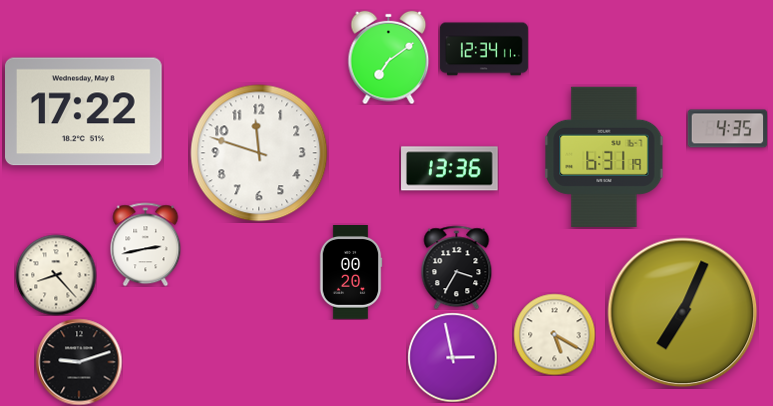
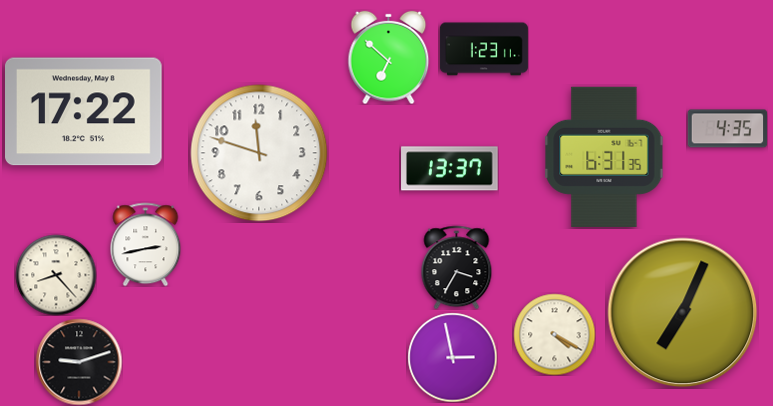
clock at (484, 49): 12:34 -> 1:23
clock at (389, 57): 7:09 -> 6:52
clock at (604, 157): 6:31:19 -> 6:31:35
clock at (450, 169): 13:36 -> 13:37
clock at (351, 273): 00:20 -> none
clock at (554, 334): 5:20 -> 4:20
